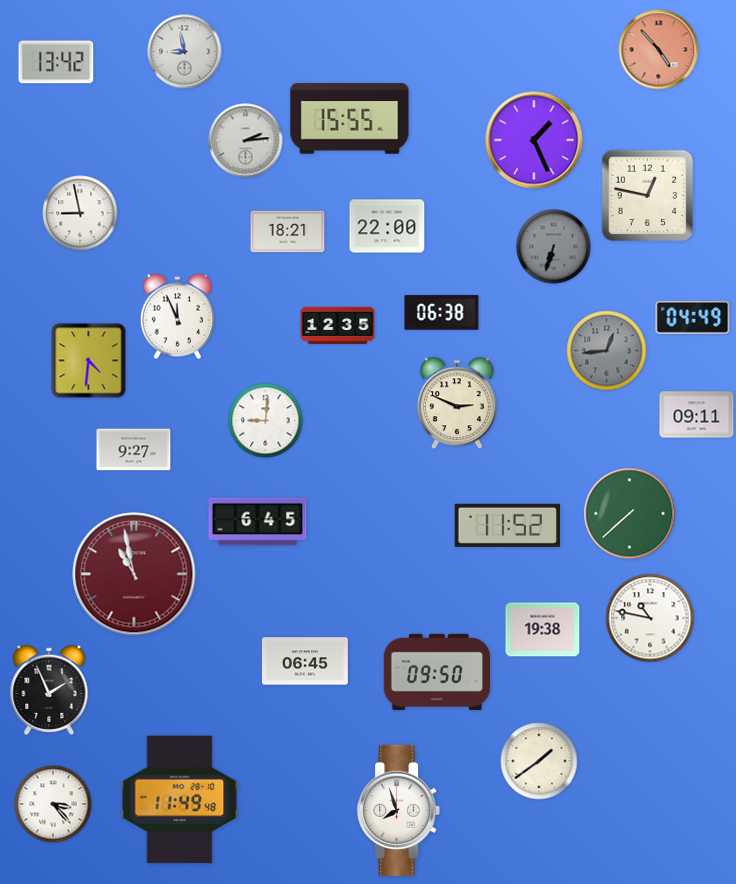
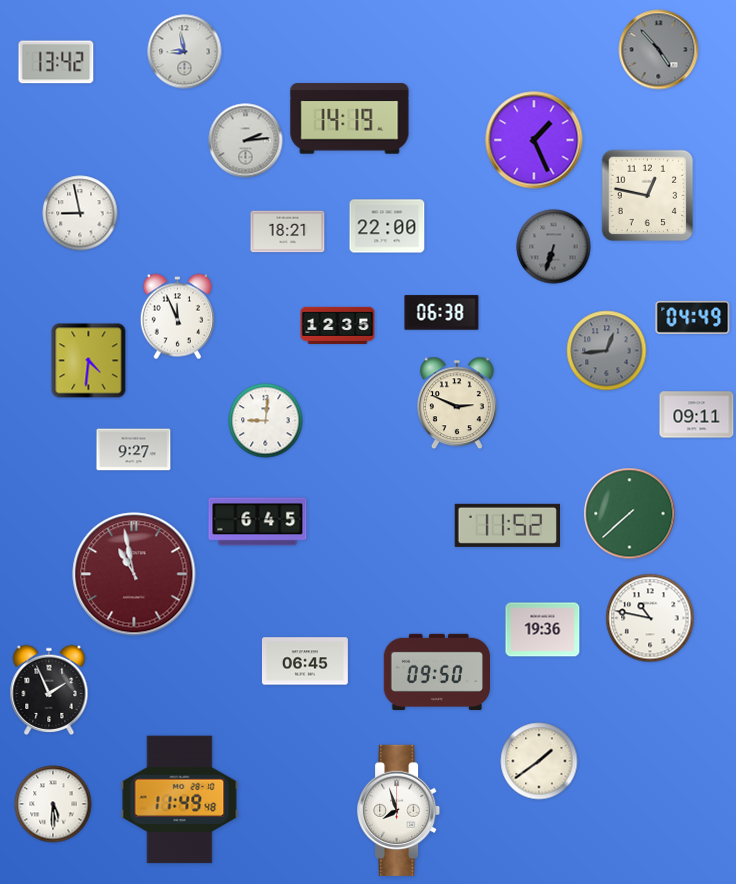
clock at (659, 50) dial: salmon -> grey
clock at (350, 119): 15:55 -> 14:19
clock at (543, 630): 19:38 -> 19:36
clock at (53, 804): 3:23 -> 5:30
